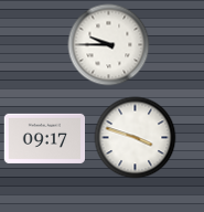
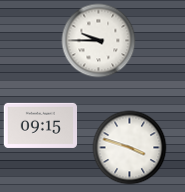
clock at (44, 138): 09:17 -> 09:15
clock at (136, 138) position: (136, 138) -> (130, 148)
